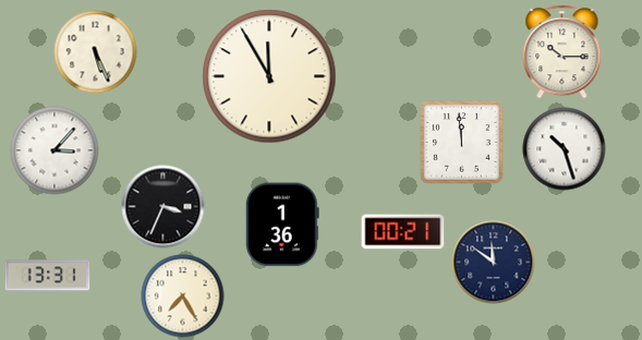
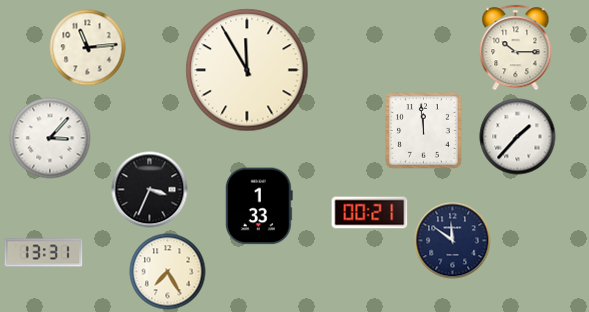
clock at (96, 52): 5:26 -> 11:14
clock at (565, 149): 10:27 -> 1:37
clock at (282, 224): 1:36 -> 1:33
